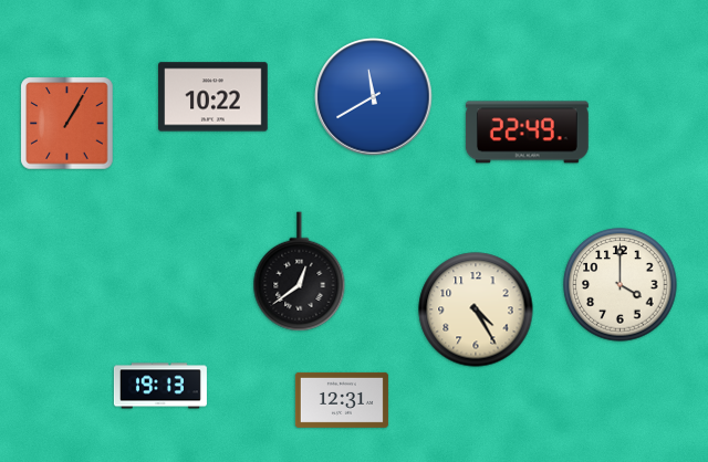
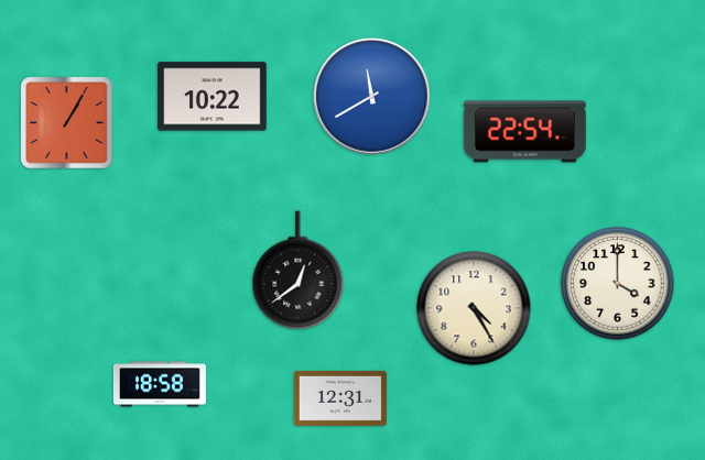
clock at (527, 133): 22:49 -> 22:54
clock at (160, 386): 19:13 -> 18:58
